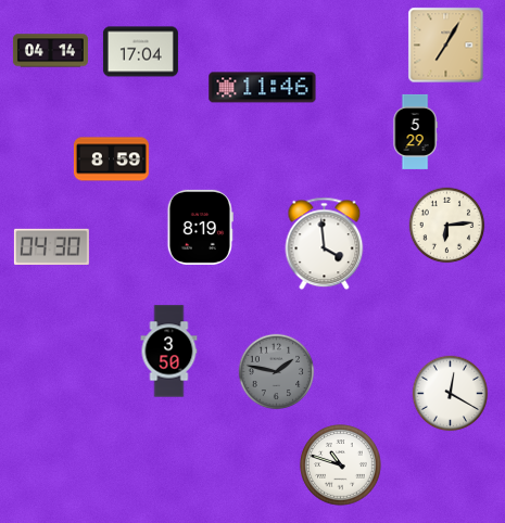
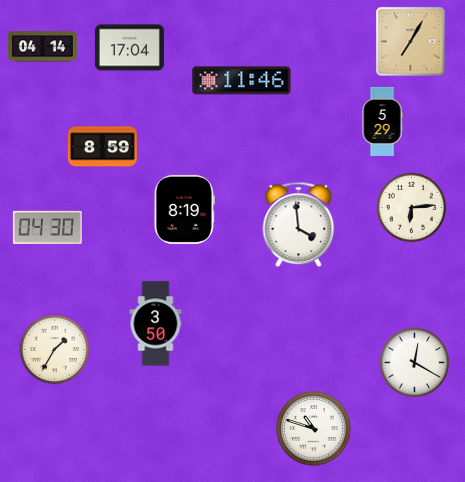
clock at (50, 51) position: (50, 51) -> (42, 47)
clock at (277, 372): 1:47 -> none
clock at (55, 350): none -> 1:35
